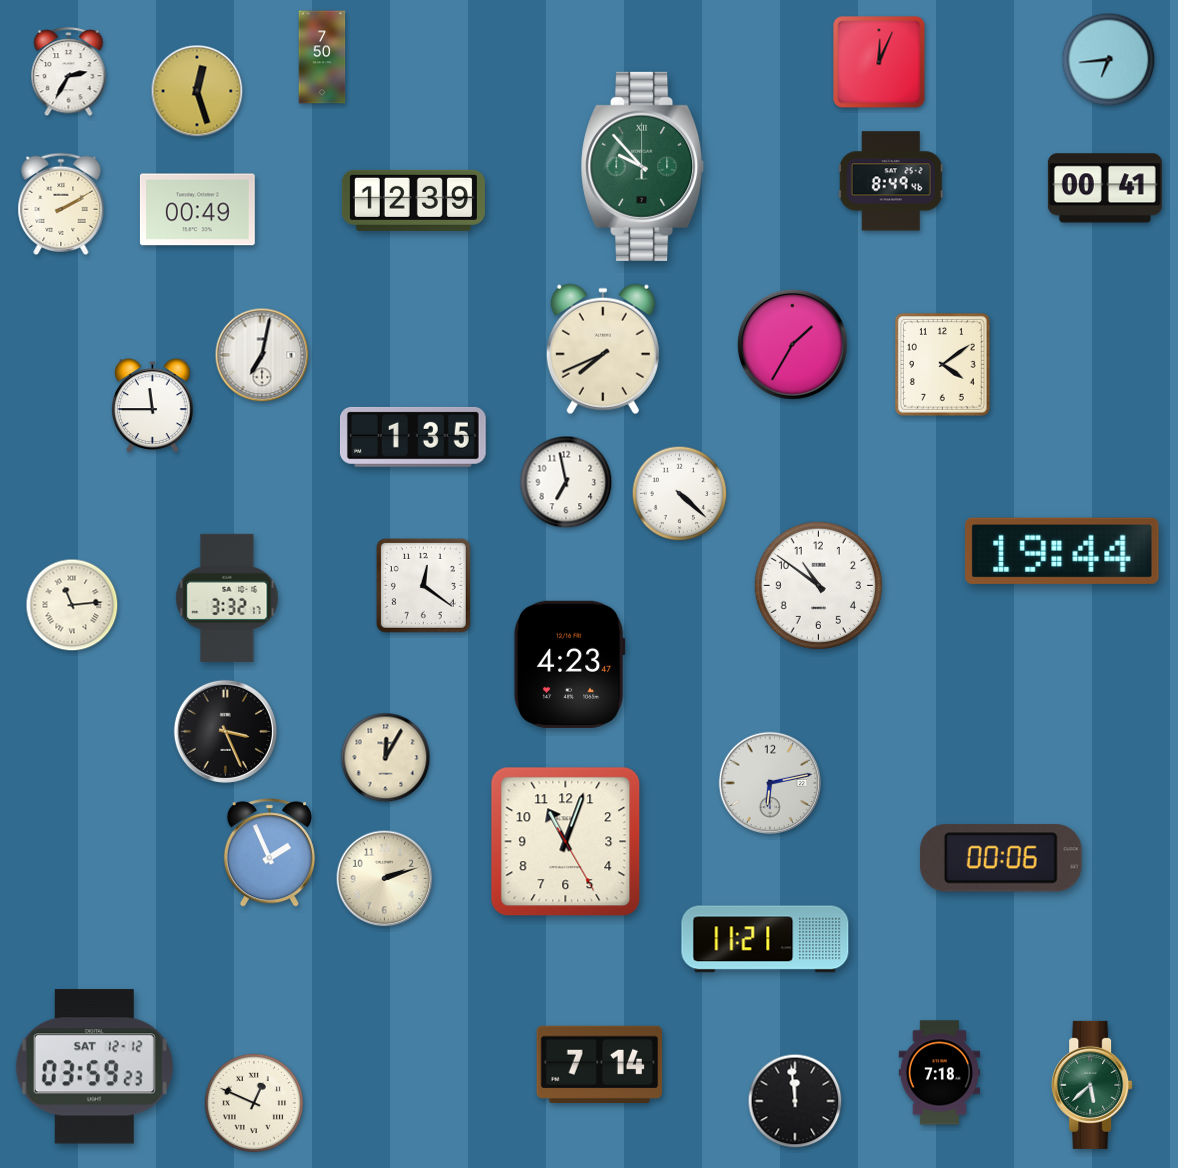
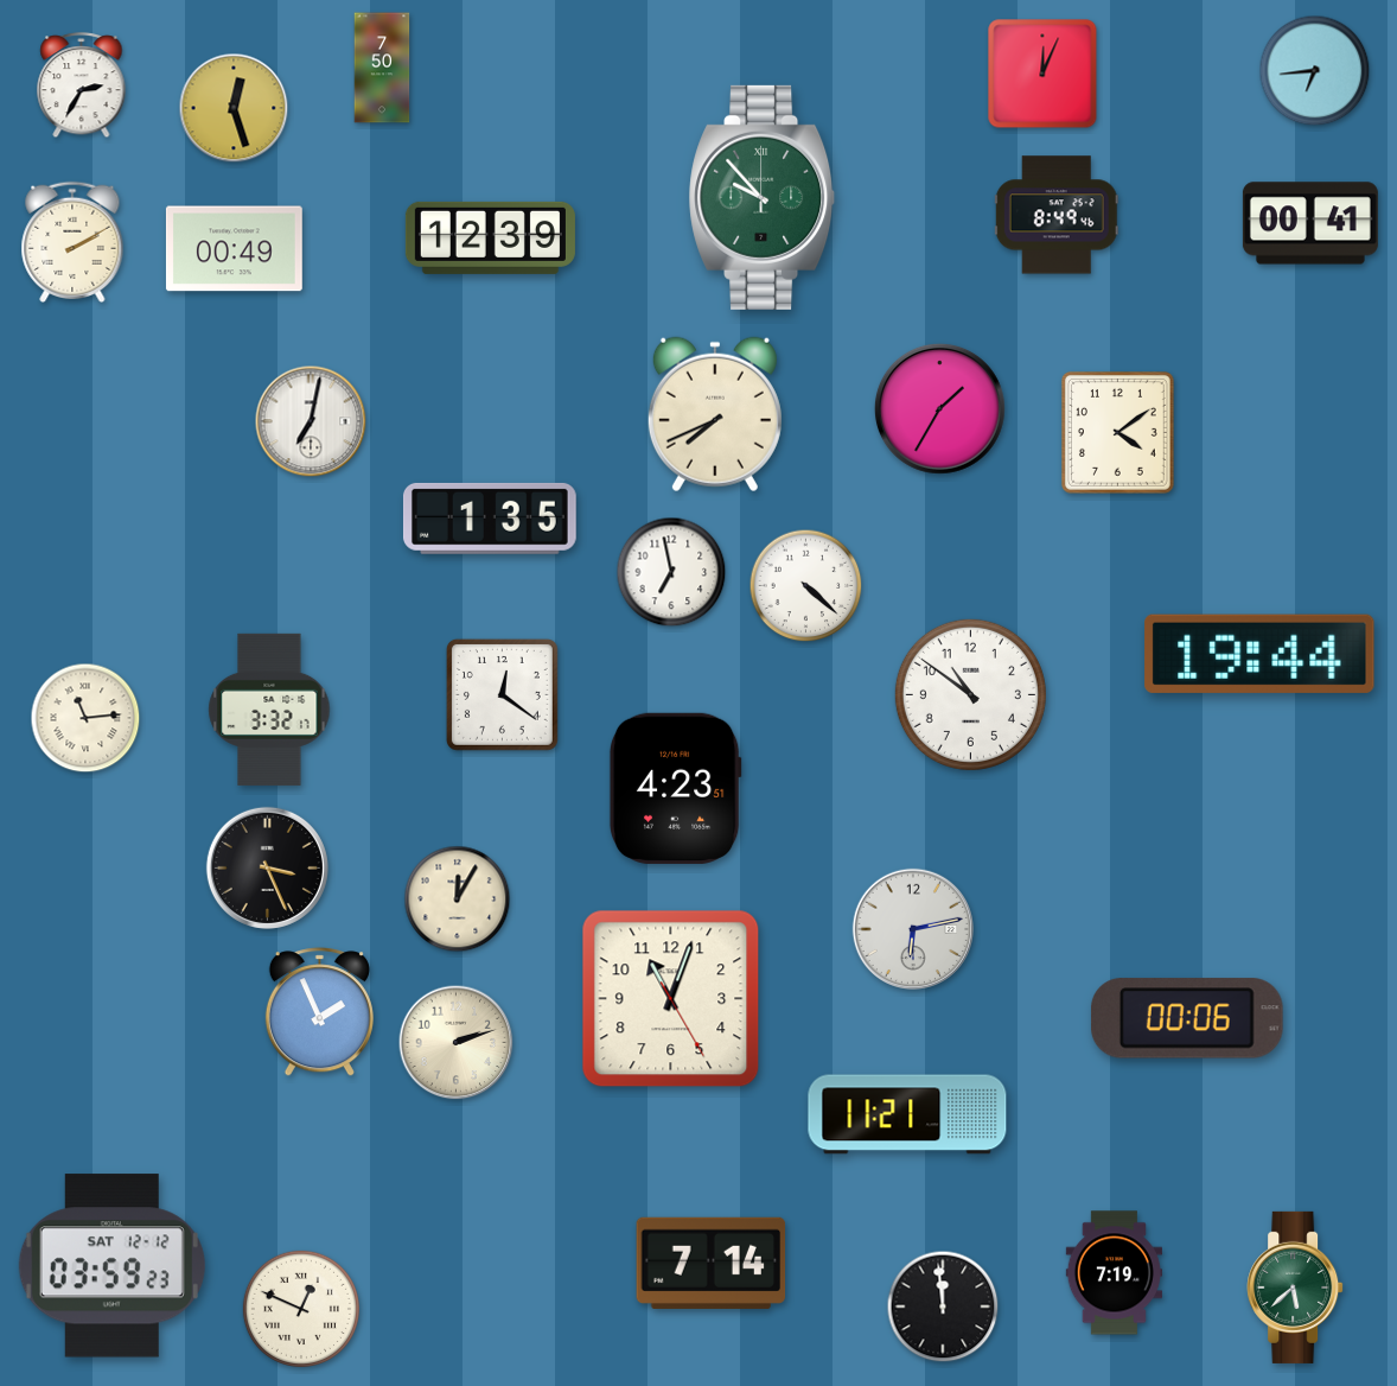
clock at (153, 405): 11:45 -> none
clock at (569, 664): 4:23:47 -> 4:23:51
clock at (939, 1073): 7:18 -> 7:19
